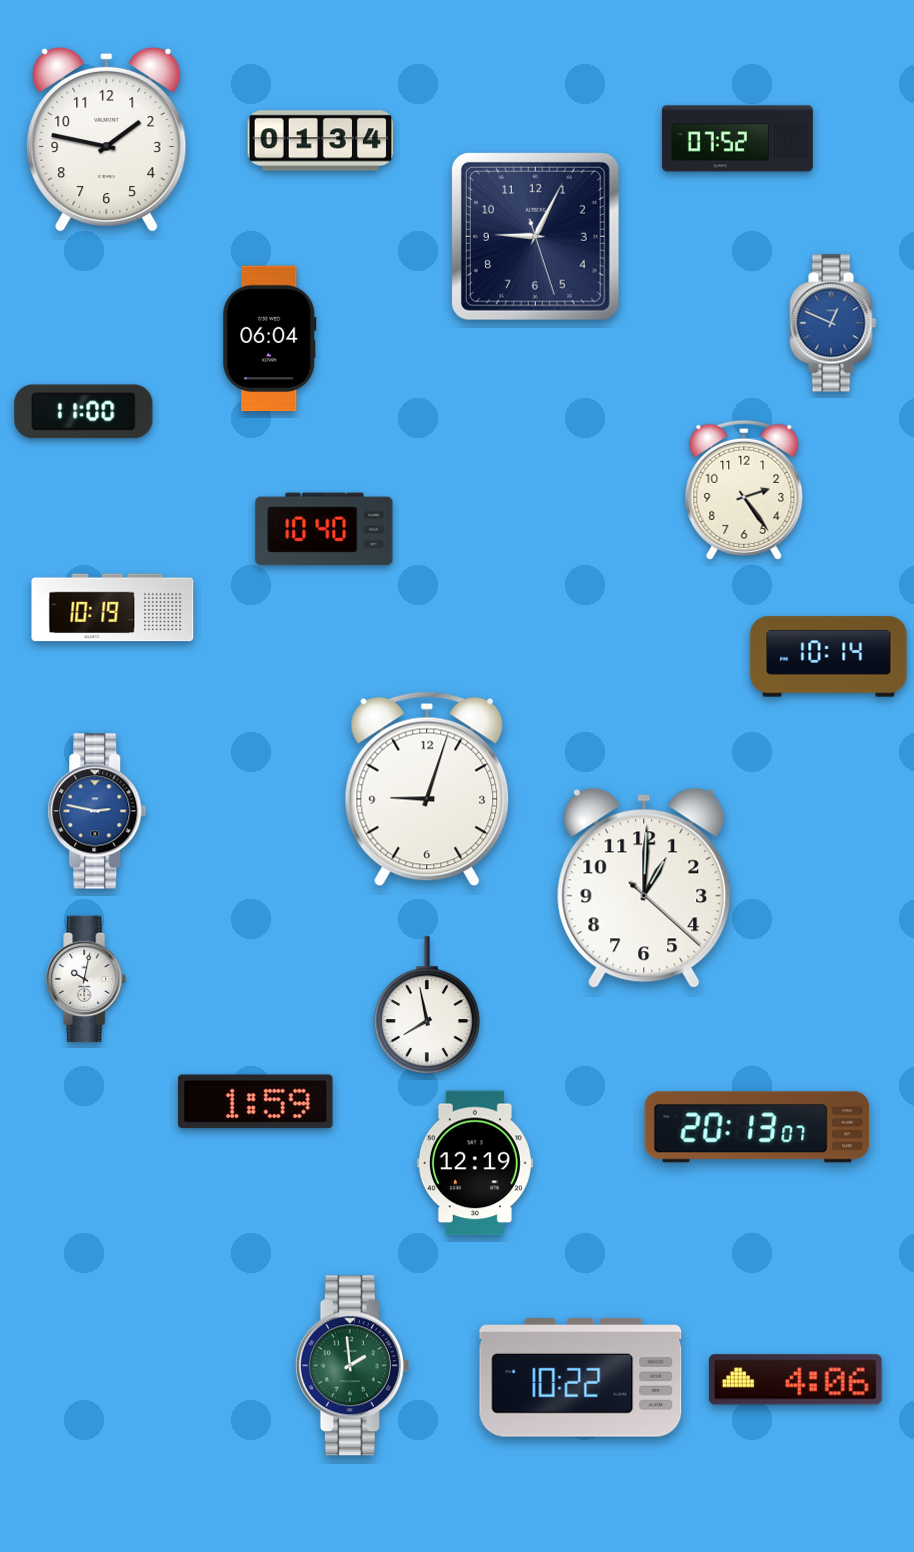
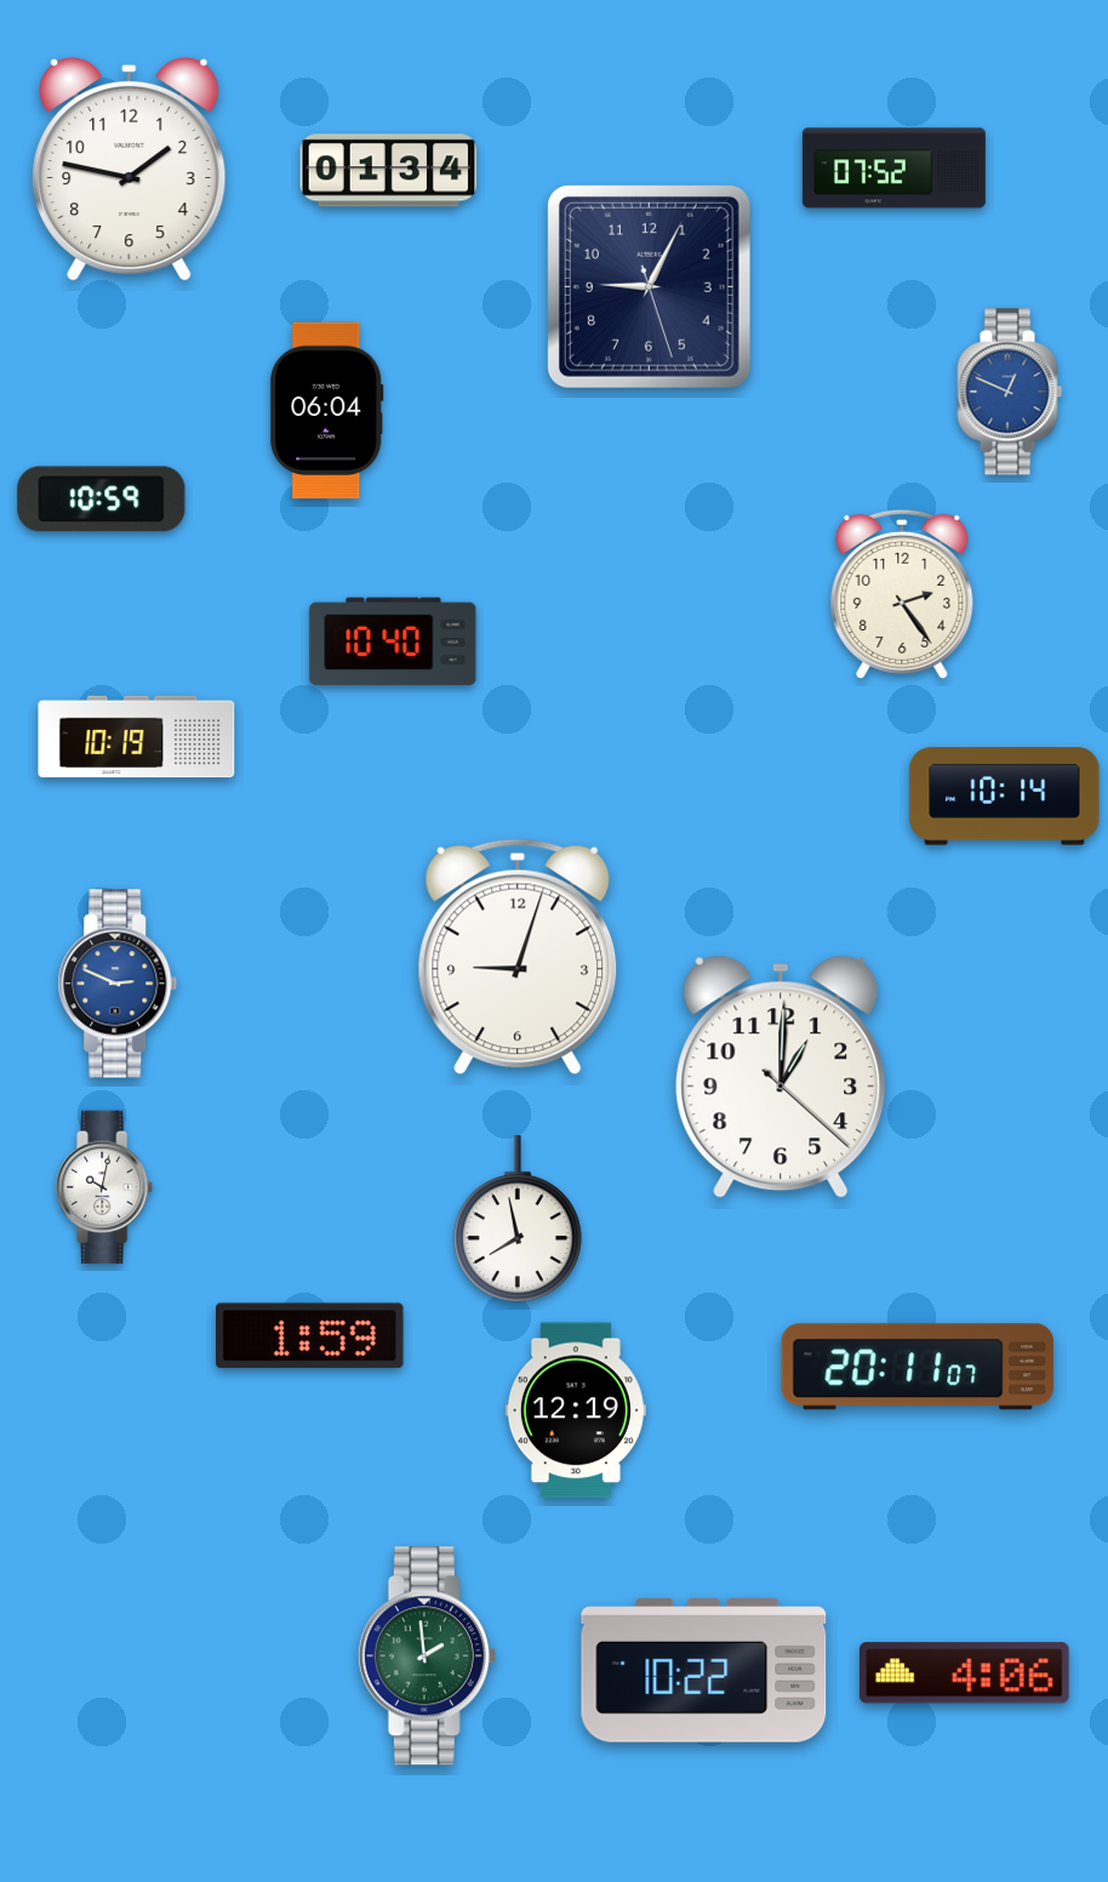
clock at (84, 412): 11:00 -> 10:59
clock at (97, 811): 2:47 -> 2:49
clock at (757, 1127): 20:13 -> 20:11
